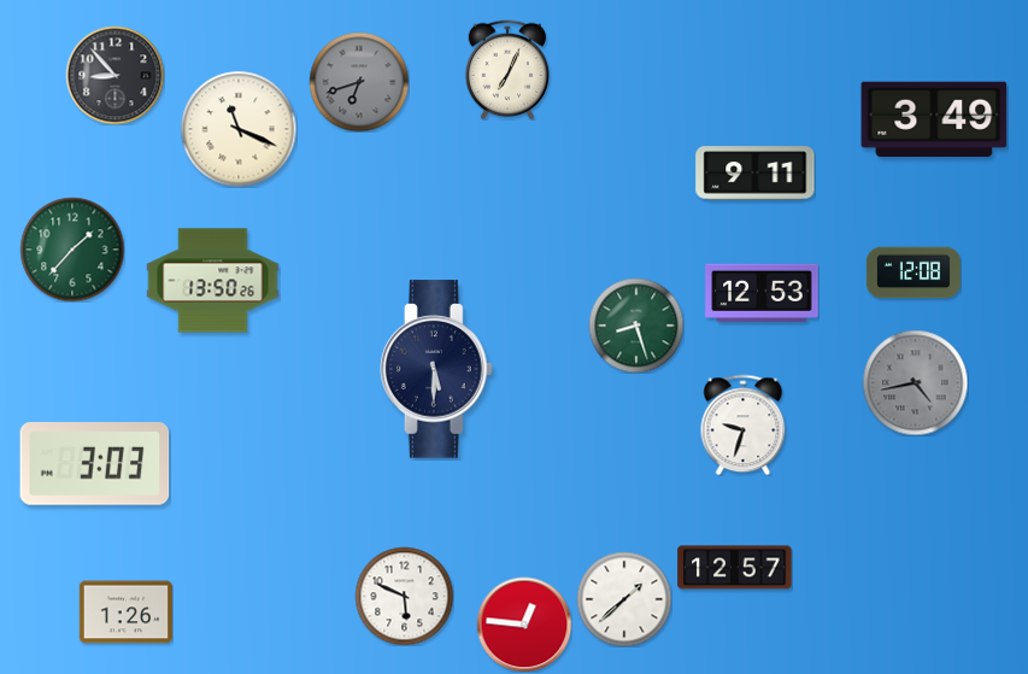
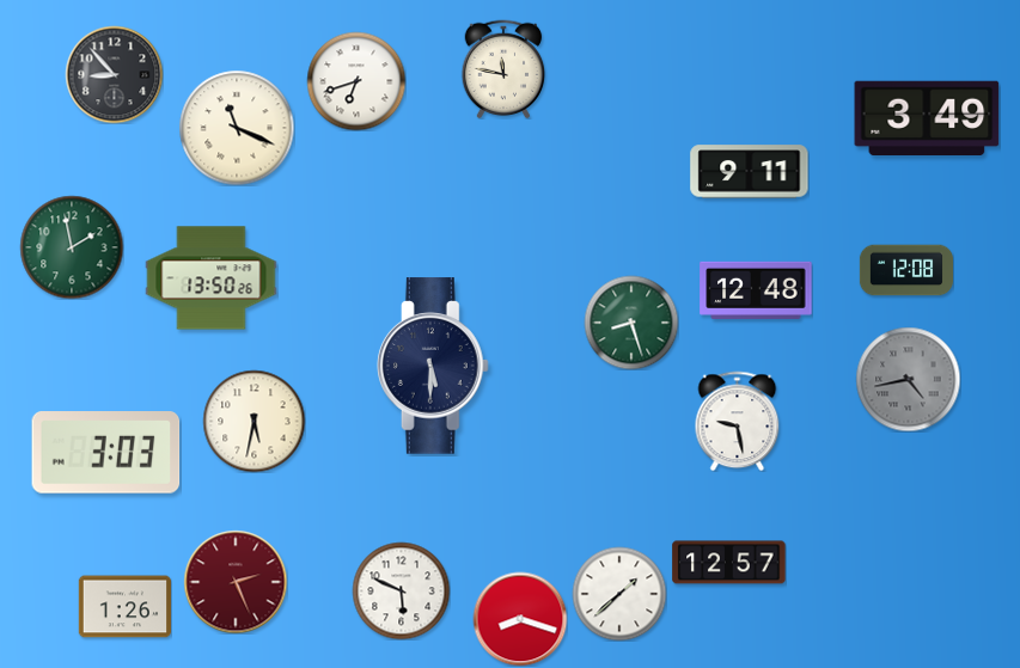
clock at (507, 70): 7:04 -> 11:47
clock at (359, 82) dial: grey -> white
clock at (72, 250): 1:37 -> 1:58
clock at (762, 293): 12:53 -> 12:48
clock at (254, 421): none -> 5:32
clock at (744, 424): 9:33 -> 9:28
clock at (95, 464) position: (95, 464) -> (106, 453)
clock at (236, 582): none -> 2:26
clock at (524, 625): 12:46 -> 8:18
